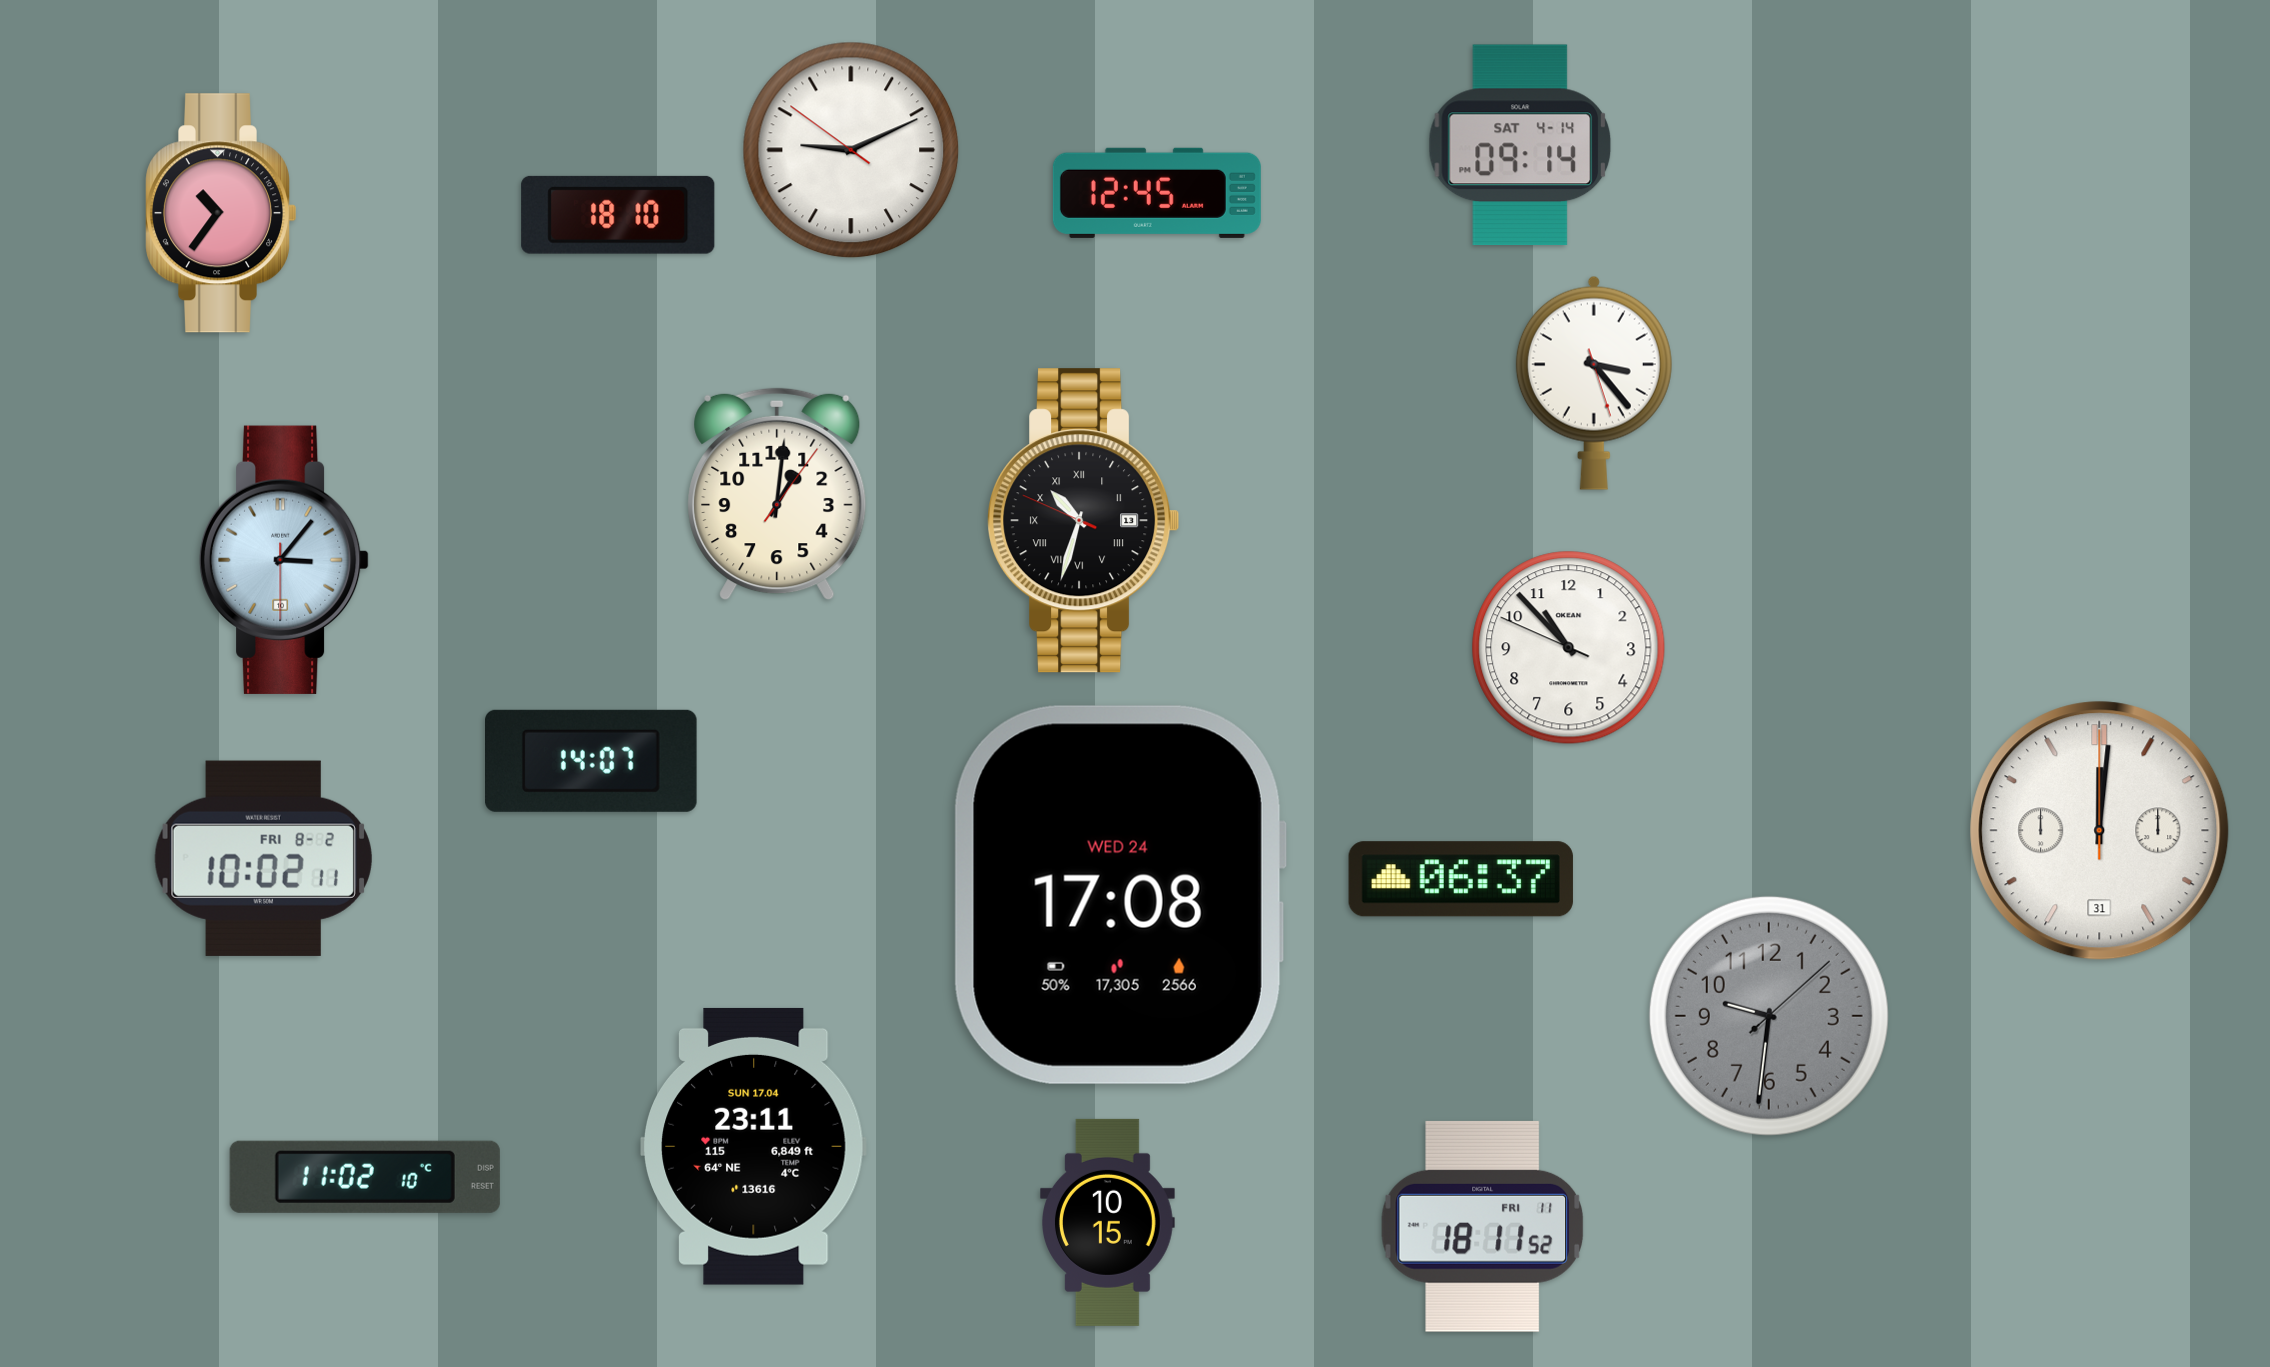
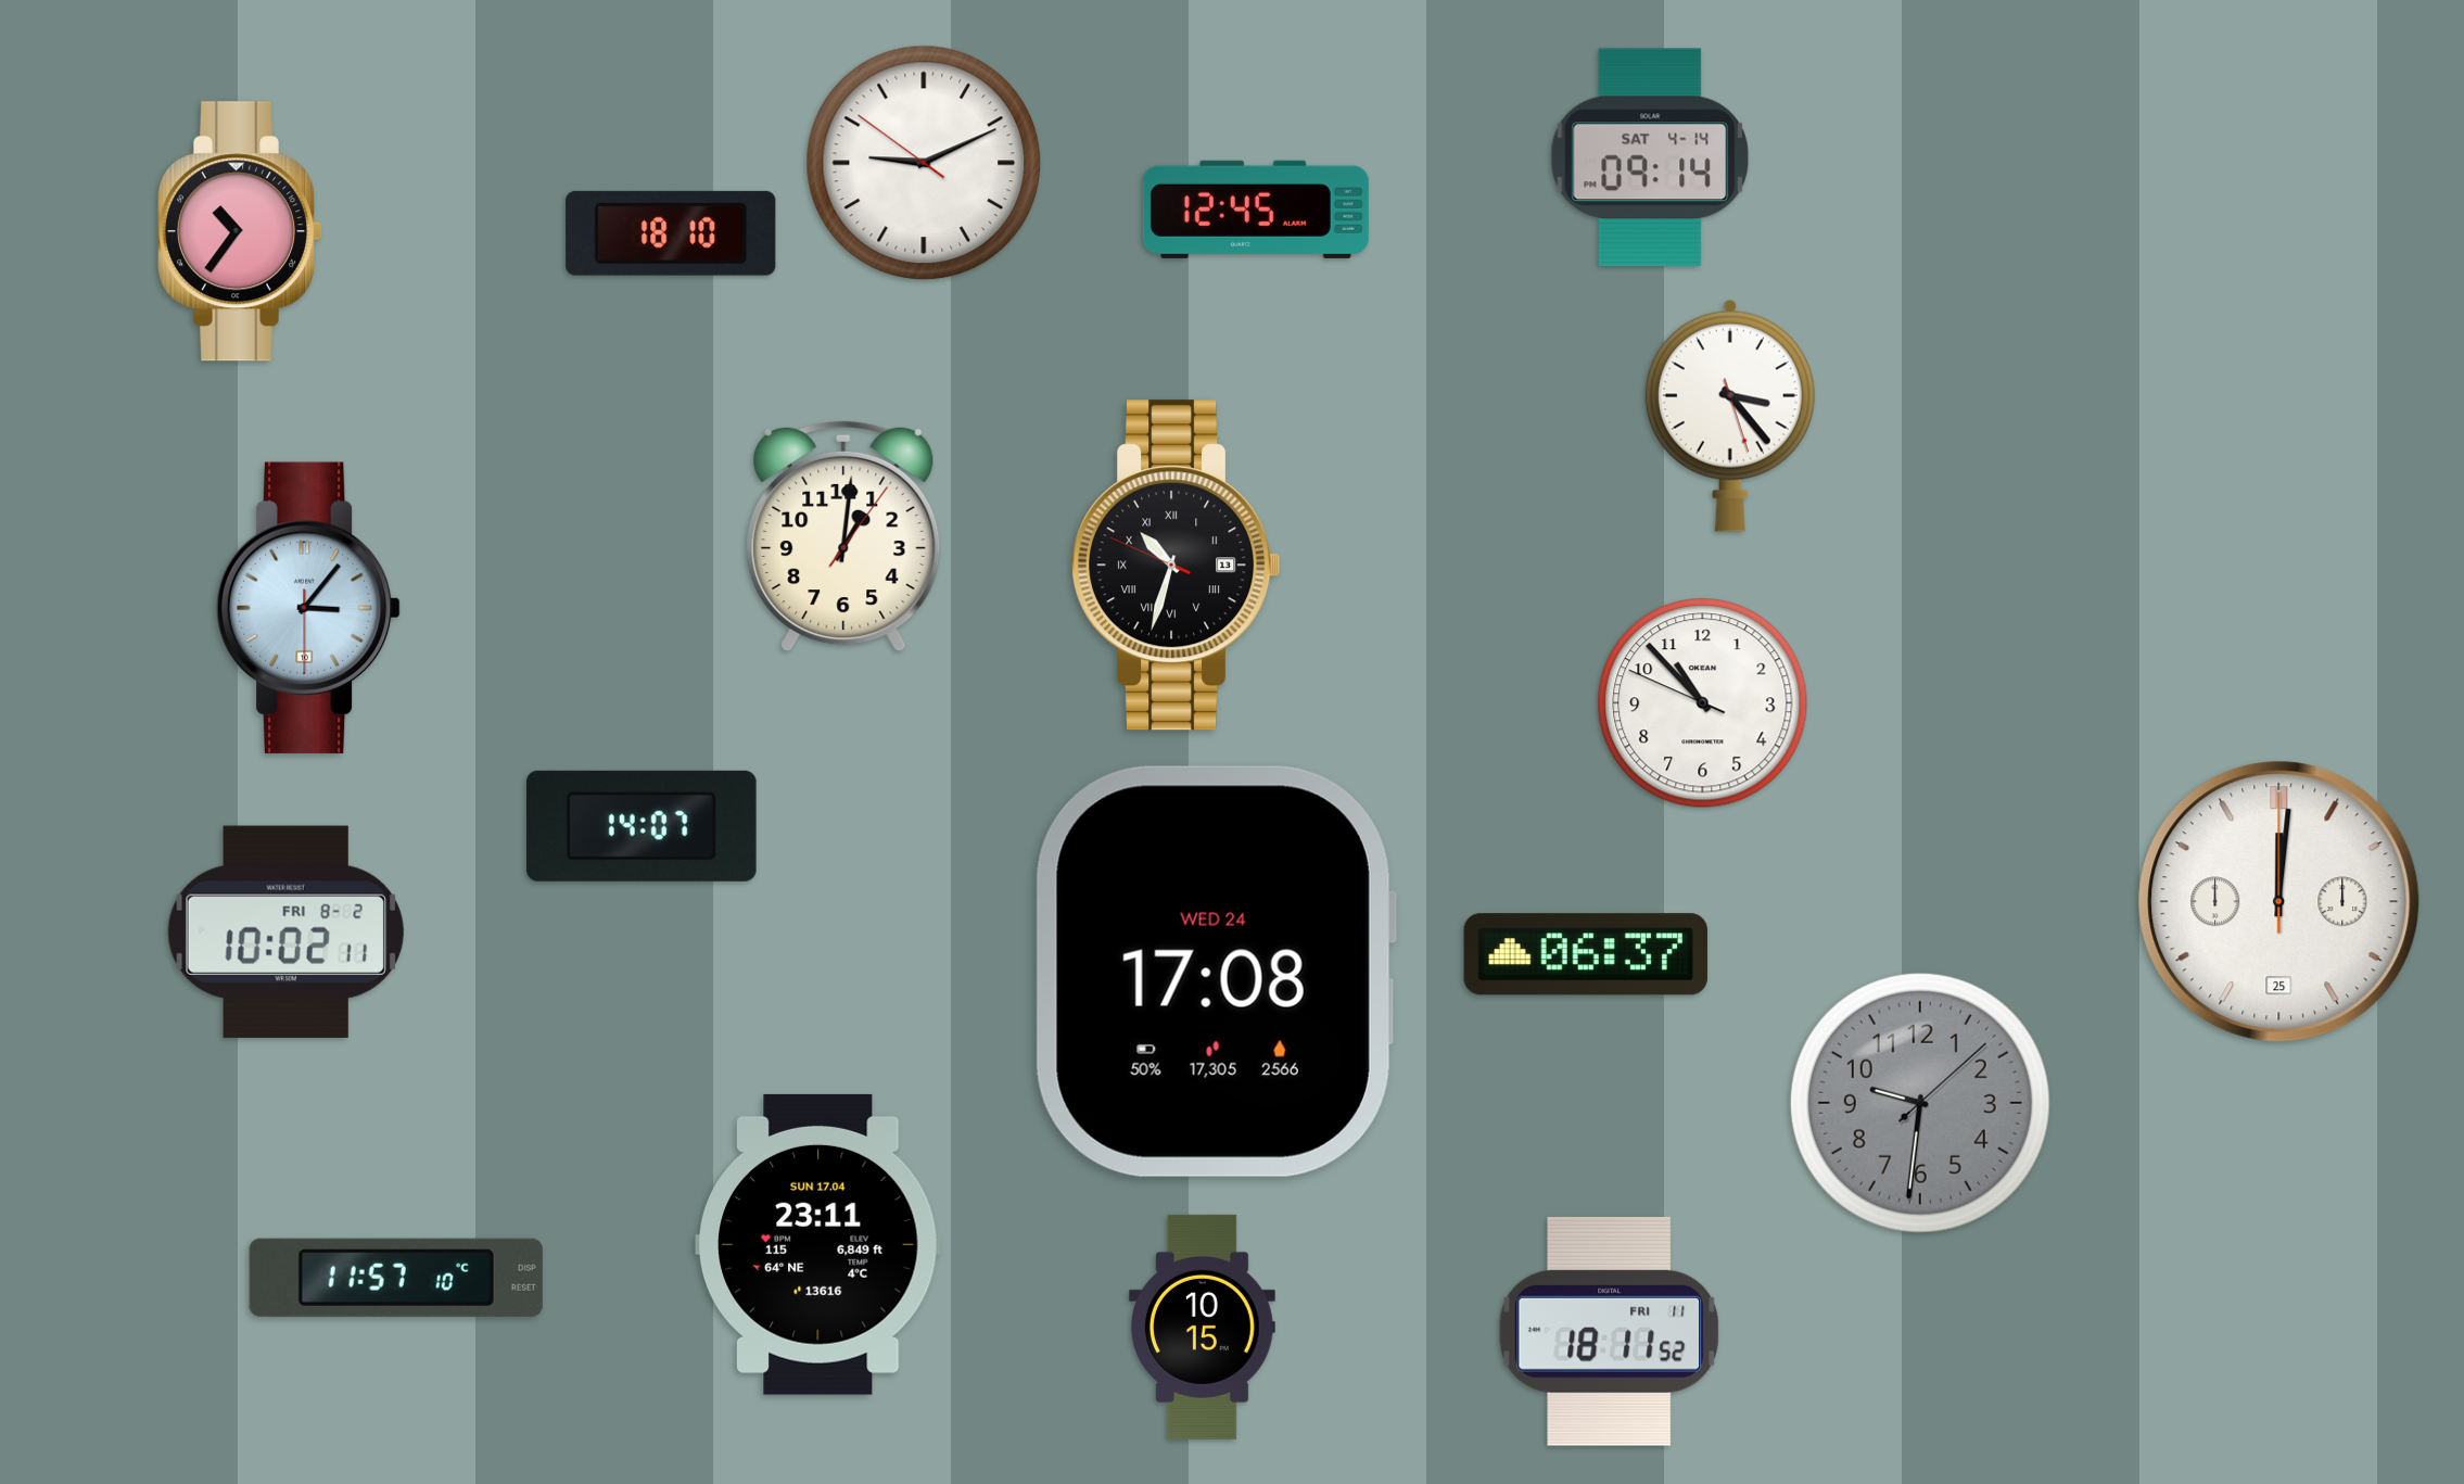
clock at (2100, 831) date: 31 -> 25
clock at (365, 1177): 11:02 -> 11:57
